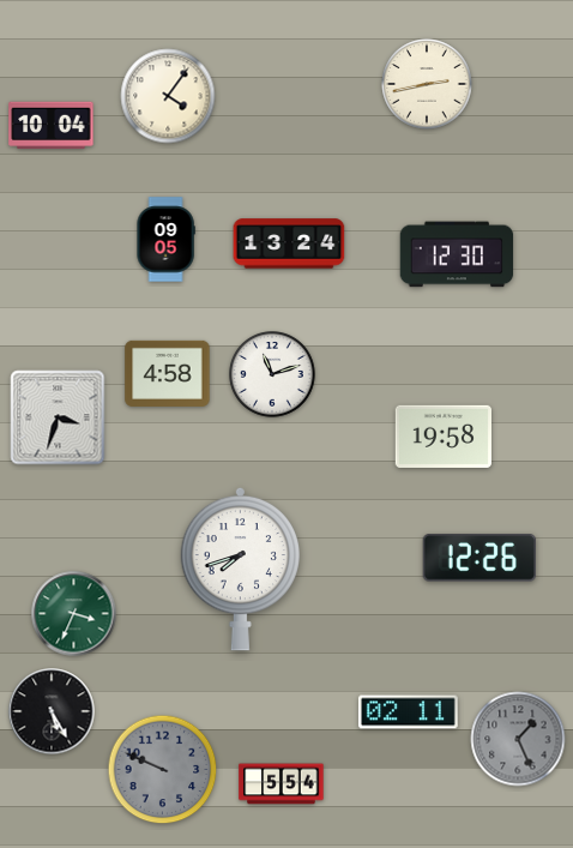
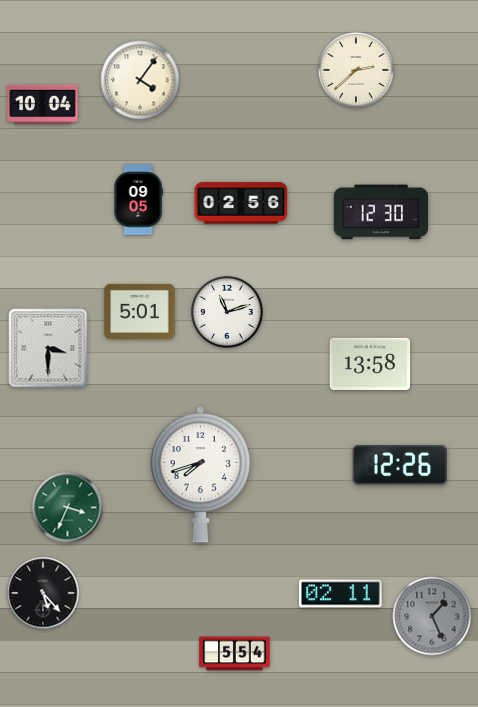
clock at (427, 84): 2:43 -> 2:38
clock at (289, 243): 13:24 -> 02:56
clock at (168, 373): 4:58 -> 5:01
clock at (58, 417): 3:33 -> 3:30
clock at (442, 437): 19:58 -> 13:58
clock at (74, 614) position: (74, 614) -> (68, 508)
clock at (52, 711): 5:25 -> 5:23
clock at (163, 770): 9:49 -> none
